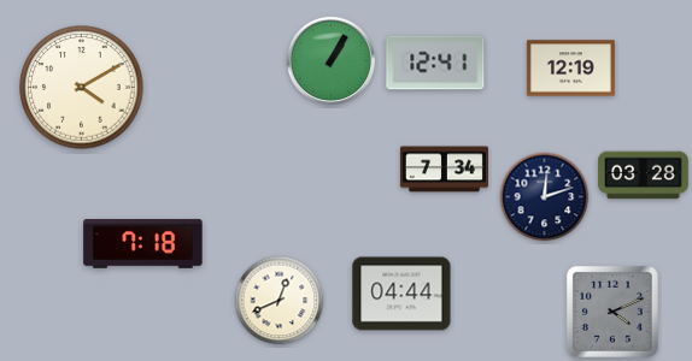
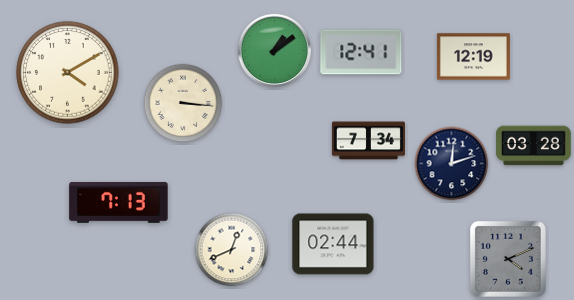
clock at (330, 60): 1:05 -> 1:09
clock at (183, 103): none -> 3:16
clock at (143, 243): 7:18 -> 7:13
clock at (401, 294): 04:44 -> 02:44
